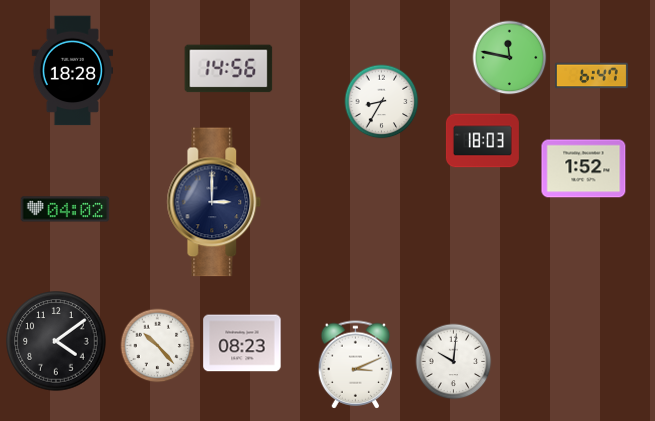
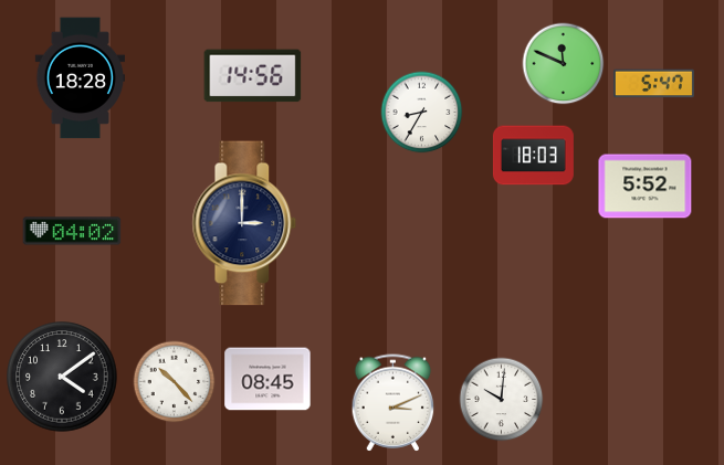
clock at (510, 58): 11:47 -> 11:49
clock at (591, 76): 6:47 -> 5:47
clock at (584, 169): 1:52 -> 5:52
clock at (214, 202) position: (214, 202) -> (244, 223)
clock at (242, 343): 08:23 -> 08:45
